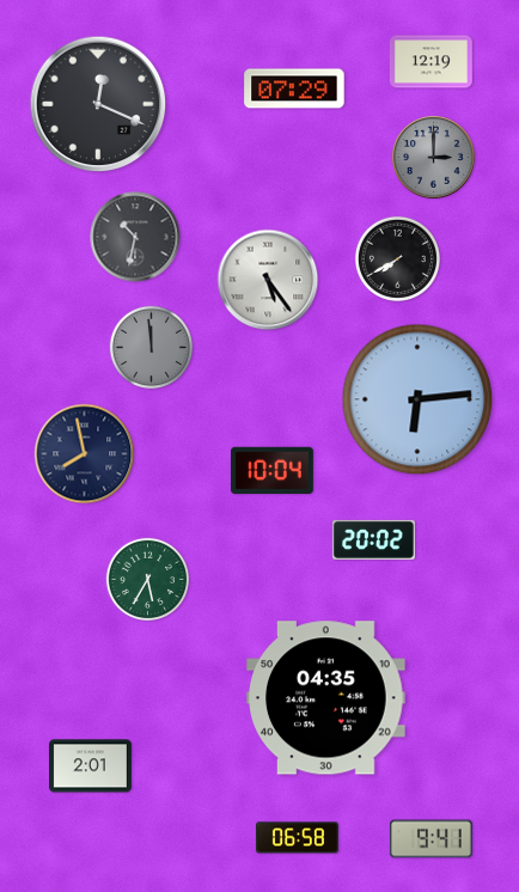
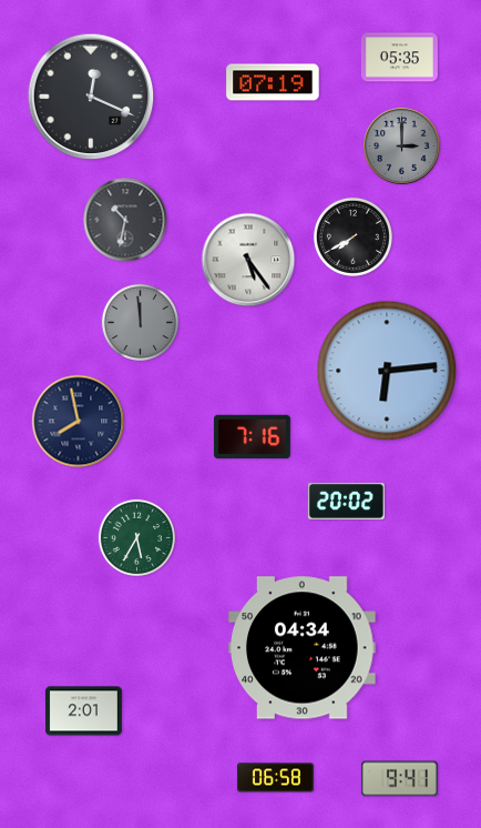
clock at (431, 62): 12:19 -> 05:35
clock at (294, 88): 07:29 -> 07:19
clock at (397, 258) position: (397, 258) -> (352, 236)
clock at (271, 470): 10:04 -> 7:16
clock at (326, 698): 04:35 -> 04:34
